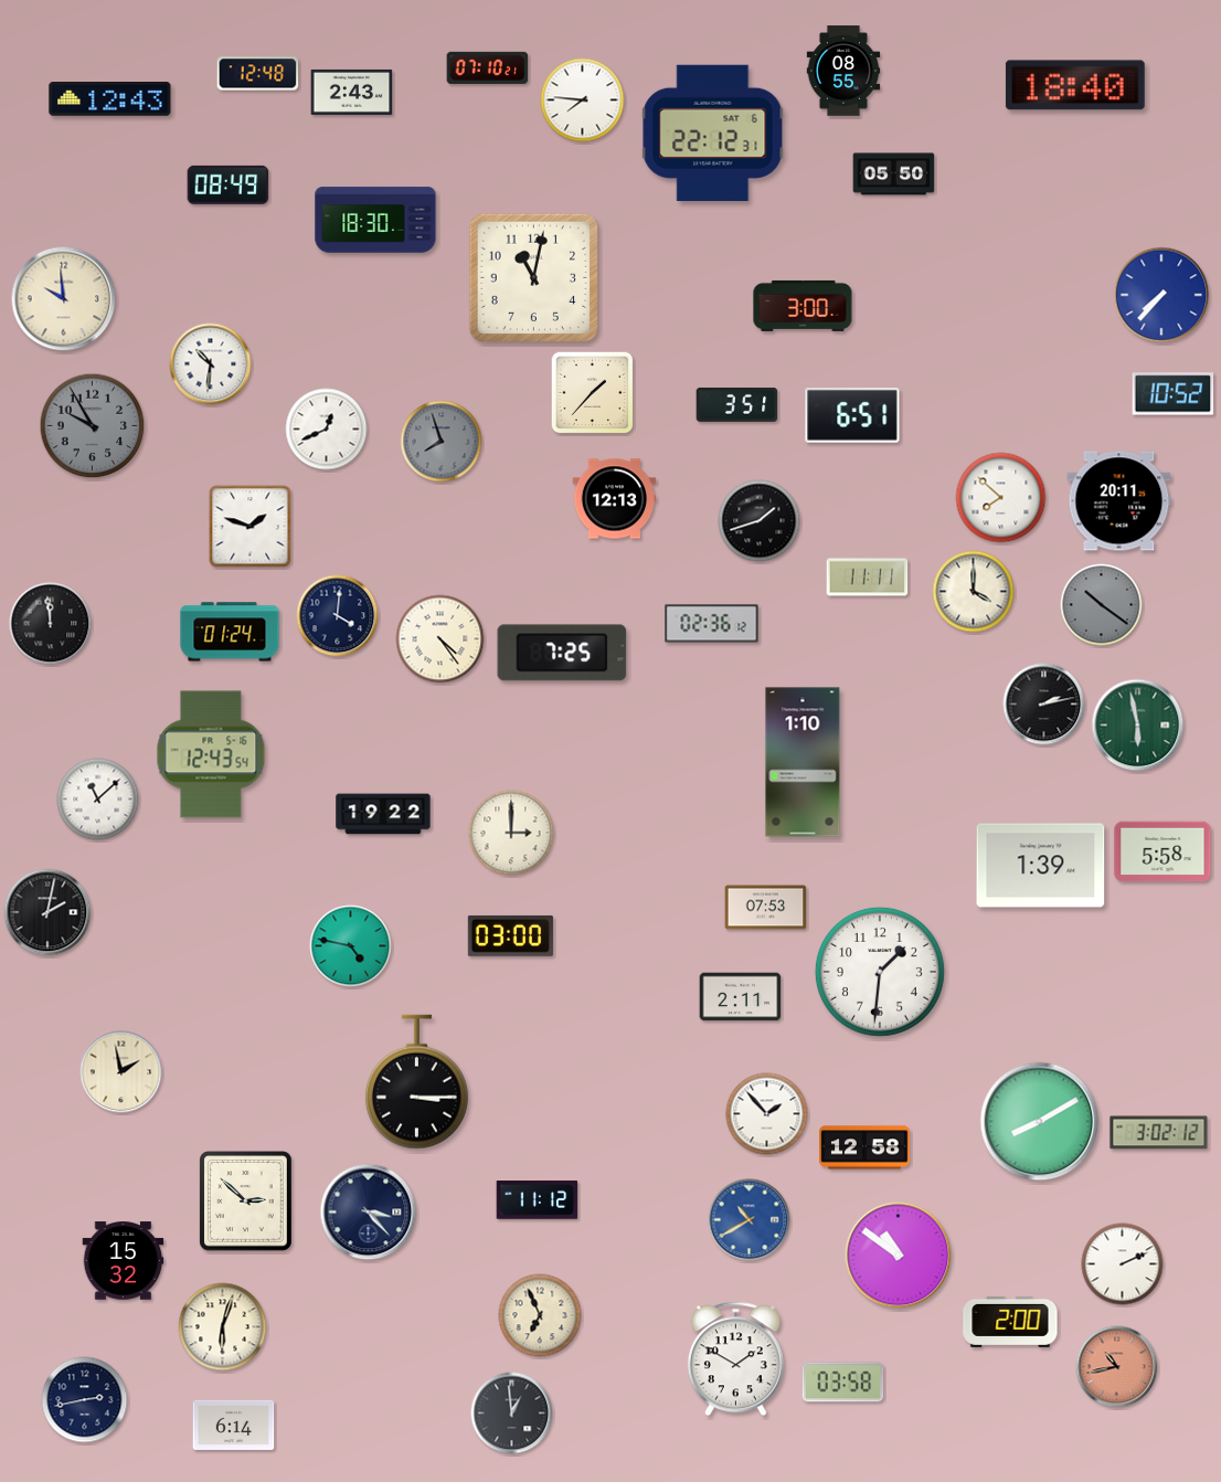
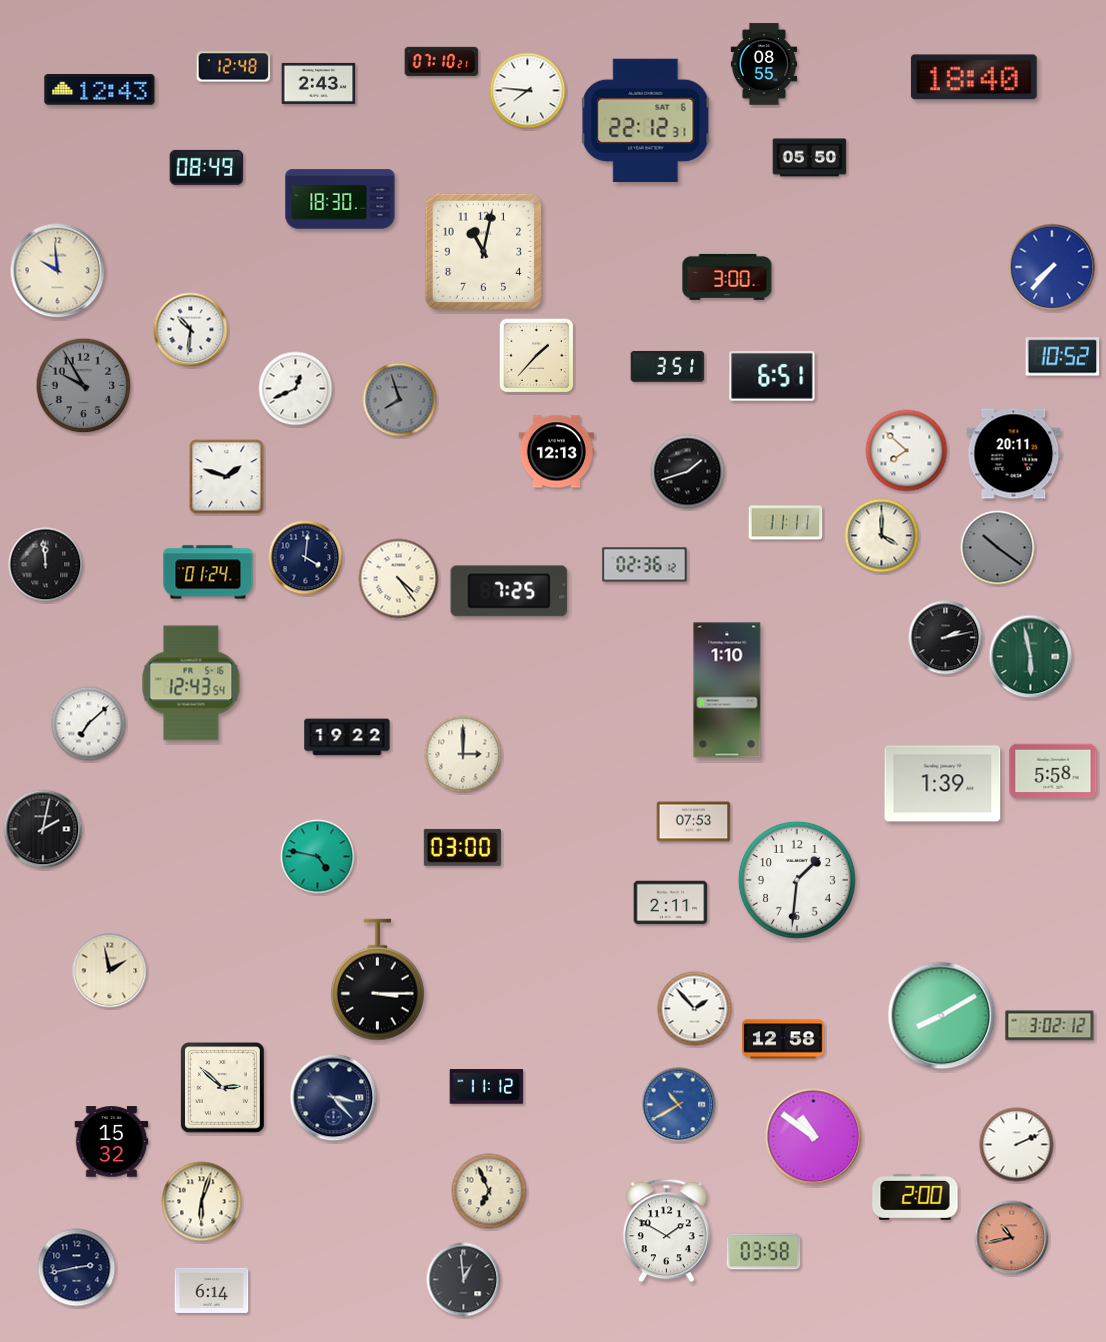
clock at (98, 800): 11:08 -> 7:08
clock at (47, 912) position: (47, 912) -> (43, 829)
